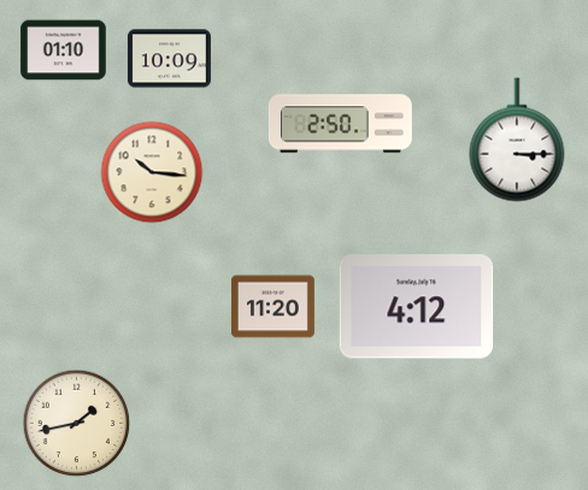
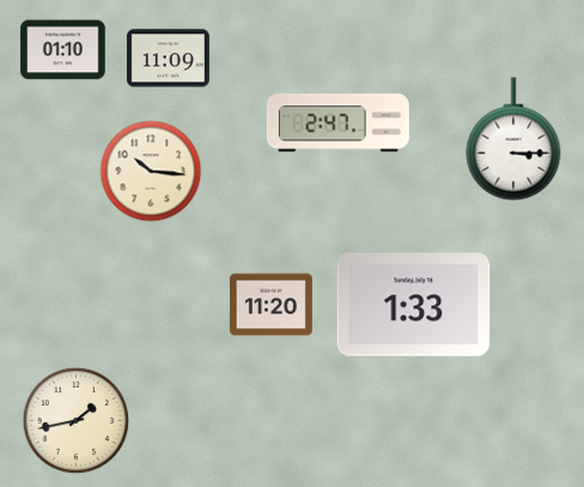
clock at (169, 59): 10:09 -> 11:09
clock at (340, 124): 2:50 -> 2:47
clock at (417, 307): 4:12 -> 1:33
